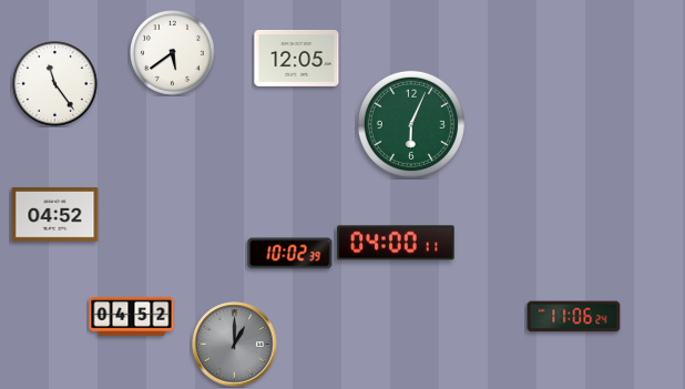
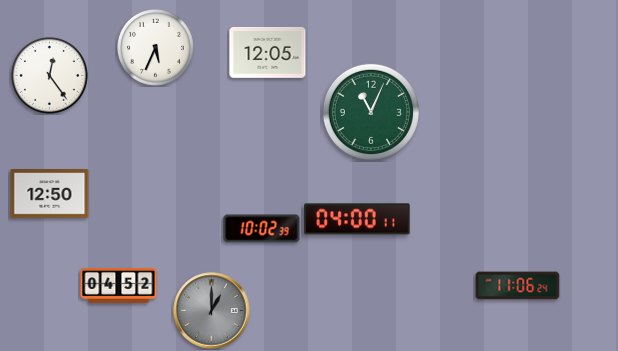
clock at (173, 53): 5:39 -> 5:34
clock at (55, 84): 11:24 -> 12:24
clock at (411, 124): 6:04 -> 11:04
clock at (55, 215): 04:52 -> 12:50
